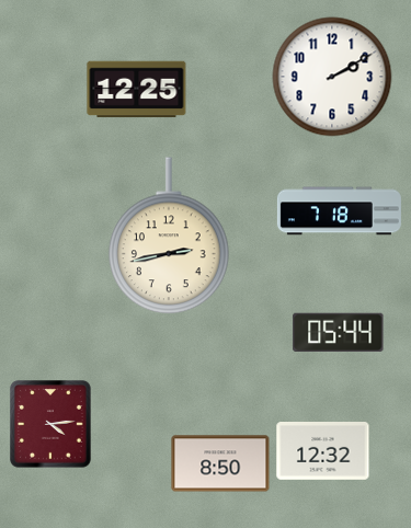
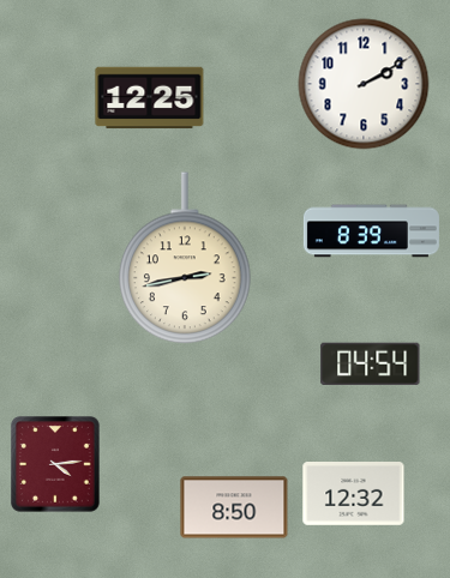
clock at (339, 211): 7:18 -> 8:39
clock at (339, 332): 05:44 -> 04:54
clock at (220, 463) position: (220, 463) -> (234, 507)
